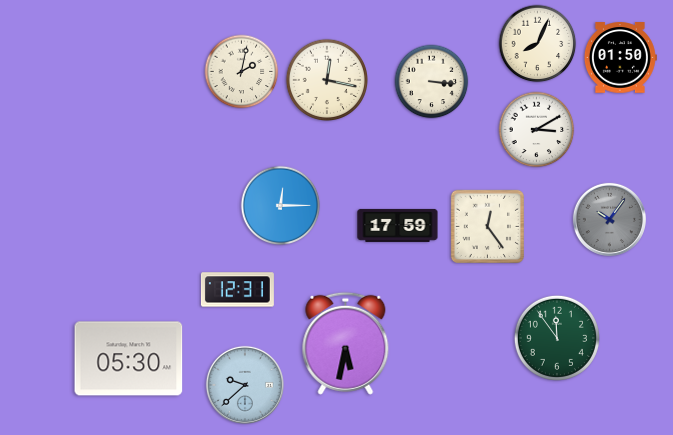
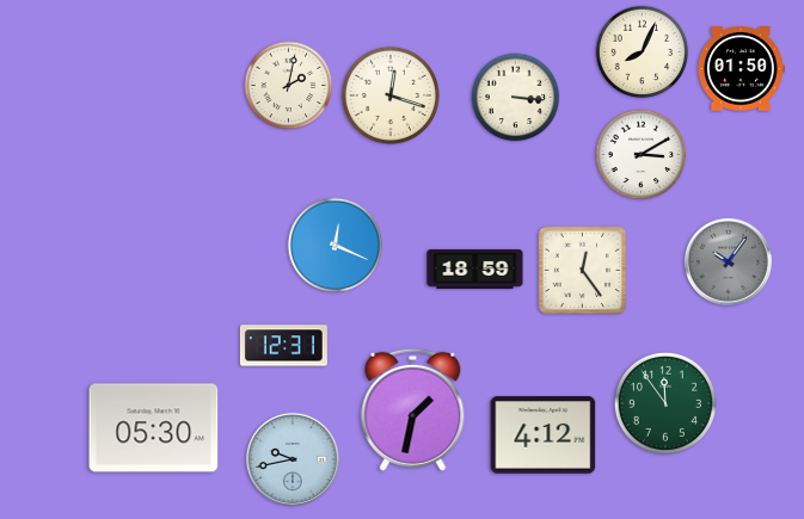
clock at (326, 79): 12:17 -> 12:18
clock at (281, 206): 12:15 -> 12:19
clock at (398, 225): 17:59 -> 18:59
clock at (346, 343): 5:32 -> 1:32
clock at (544, 435): none -> 4:12
clock at (245, 385): 9:38 -> 9:43
